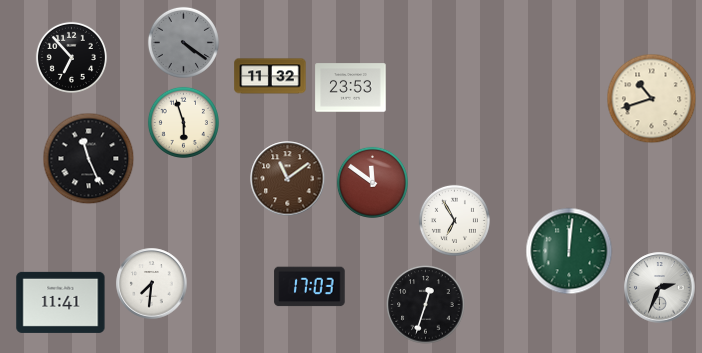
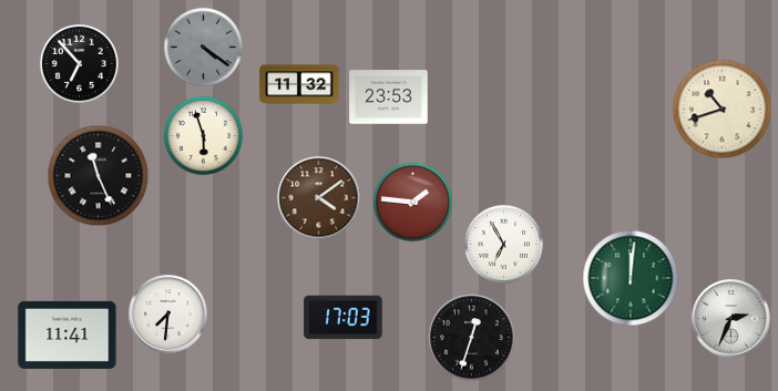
clock at (288, 179): 11:09 -> 4:09
clock at (372, 182): 11:51 -> 1:46
